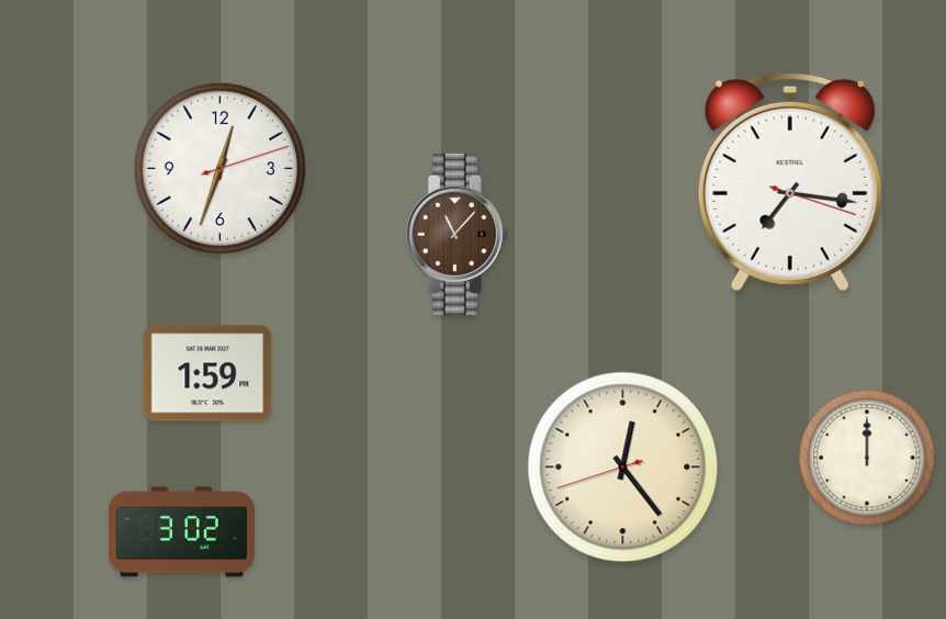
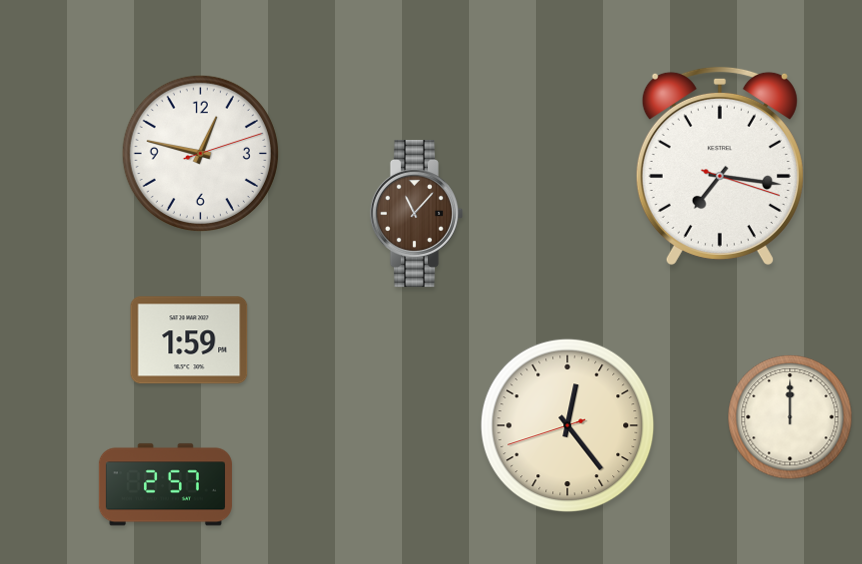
clock at (219, 168): 12:33 -> 12:47
clock at (181, 532): 3:02 -> 2:57
